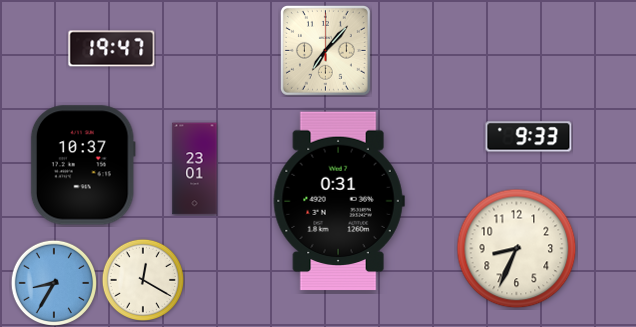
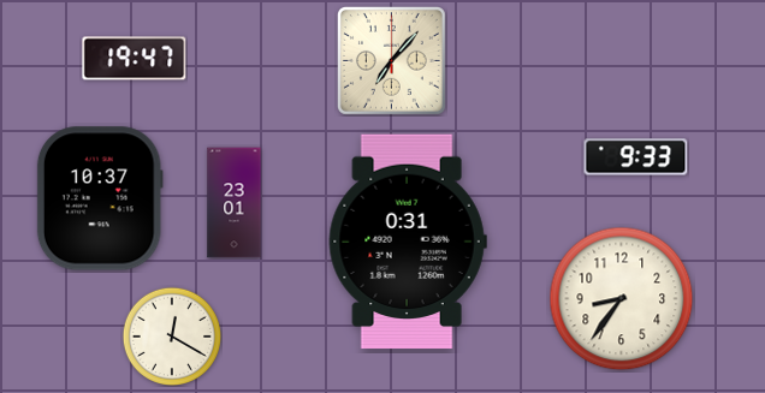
clock at (529, 137) position: (529, 137) -> (636, 157)
clock at (517, 249): 8:34 -> 8:36
clock at (53, 282): 8:35 -> none
